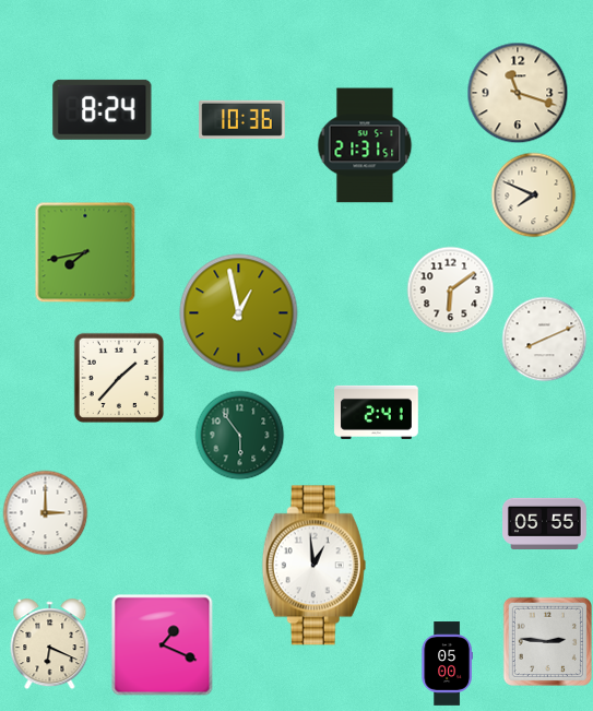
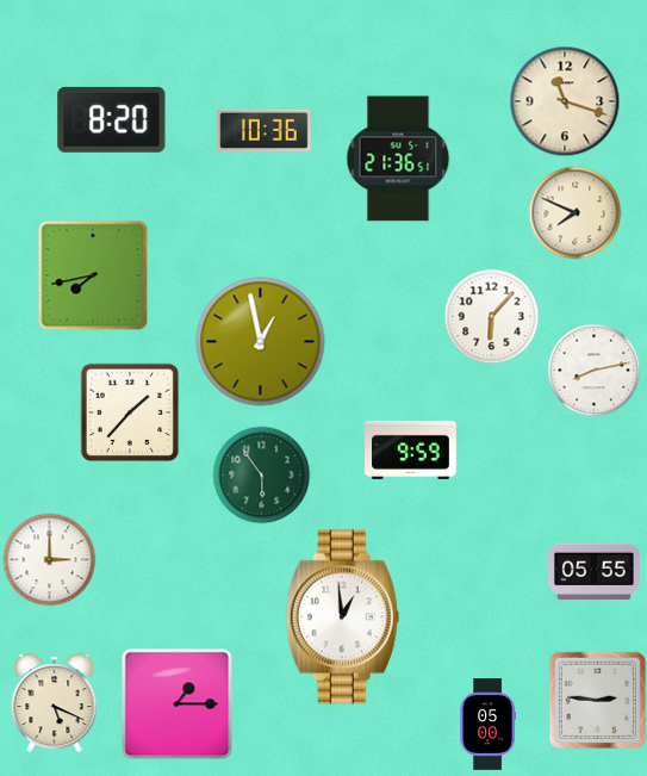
clock at (103, 109): 8:24 -> 8:20
clock at (365, 145): 21:31 -> 21:36
clock at (533, 194) position: (533, 194) -> (574, 212)
clock at (450, 289): 6:09 -> 6:07
clock at (544, 339): 8:11 -> 8:13
clock at (377, 412): 2:41 -> 9:59
clock at (50, 644): 6:19 -> 5:19
clock at (162, 644): 1:19 -> 1:15
